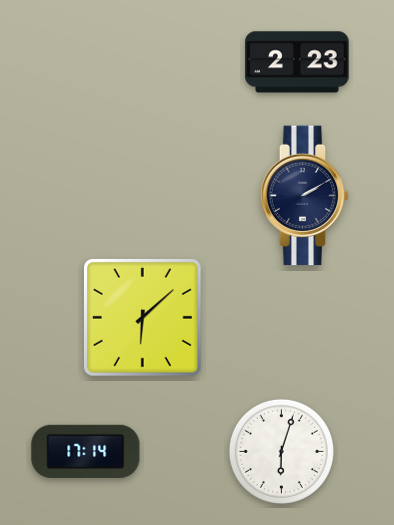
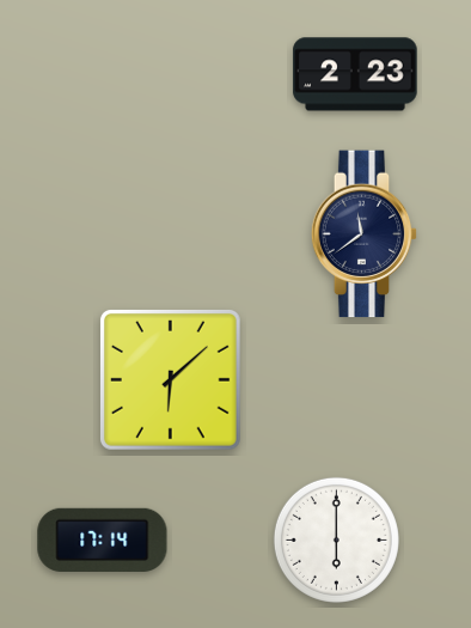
clock at (305, 196): 2:10 -> 11:39
clock at (281, 451): 6:03 -> 6:00
